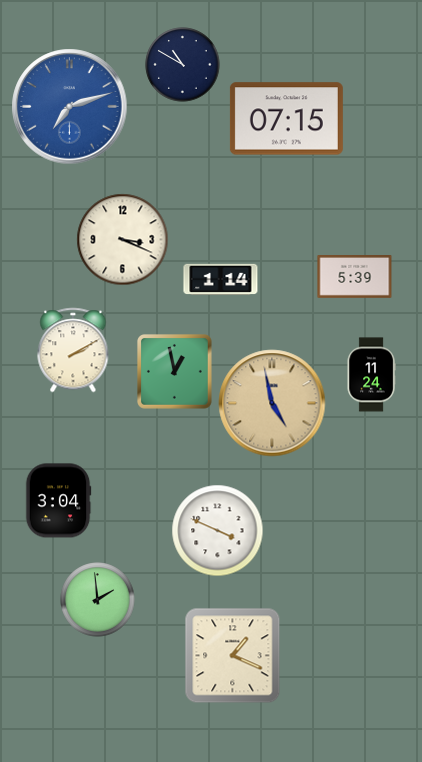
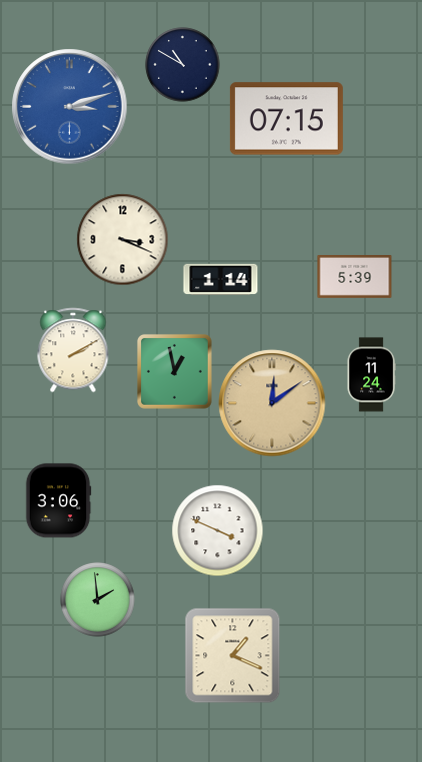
clock at (70, 107): 7:12 -> 3:12
clock at (272, 403): 4:58 -> 12:09
clock at (58, 501): 3:04 -> 3:06
